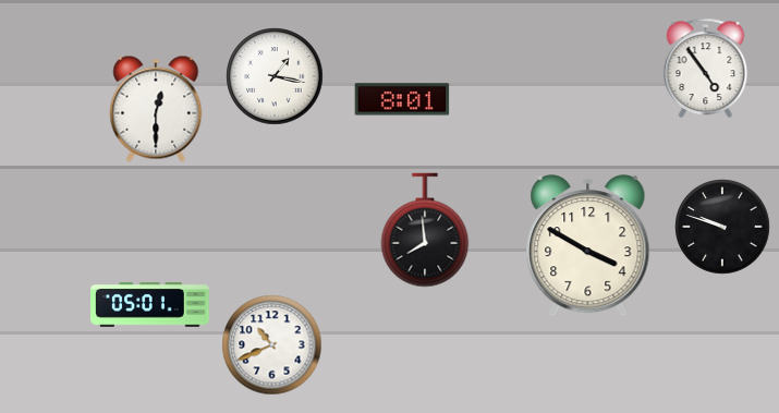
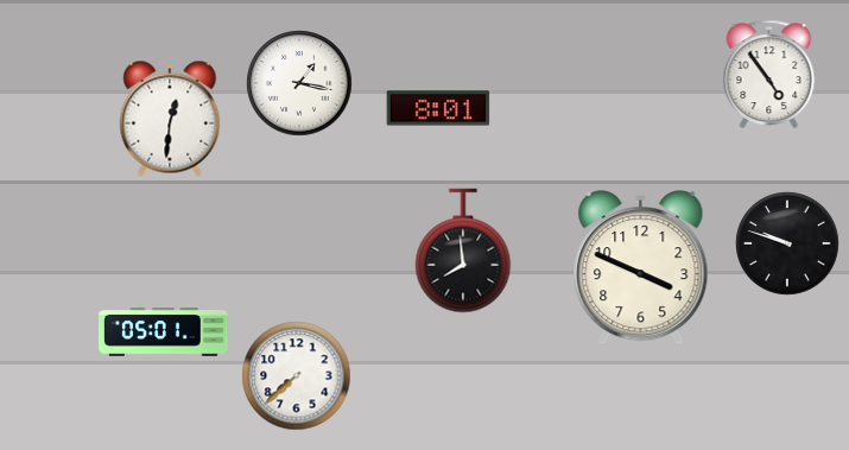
clock at (156, 109): 12:30 -> 12:31
clock at (722, 227) position: (722, 227) -> (787, 243)
clock at (588, 246): 3:50 -> 3:49
clock at (272, 345): 10:41 -> 7:38
